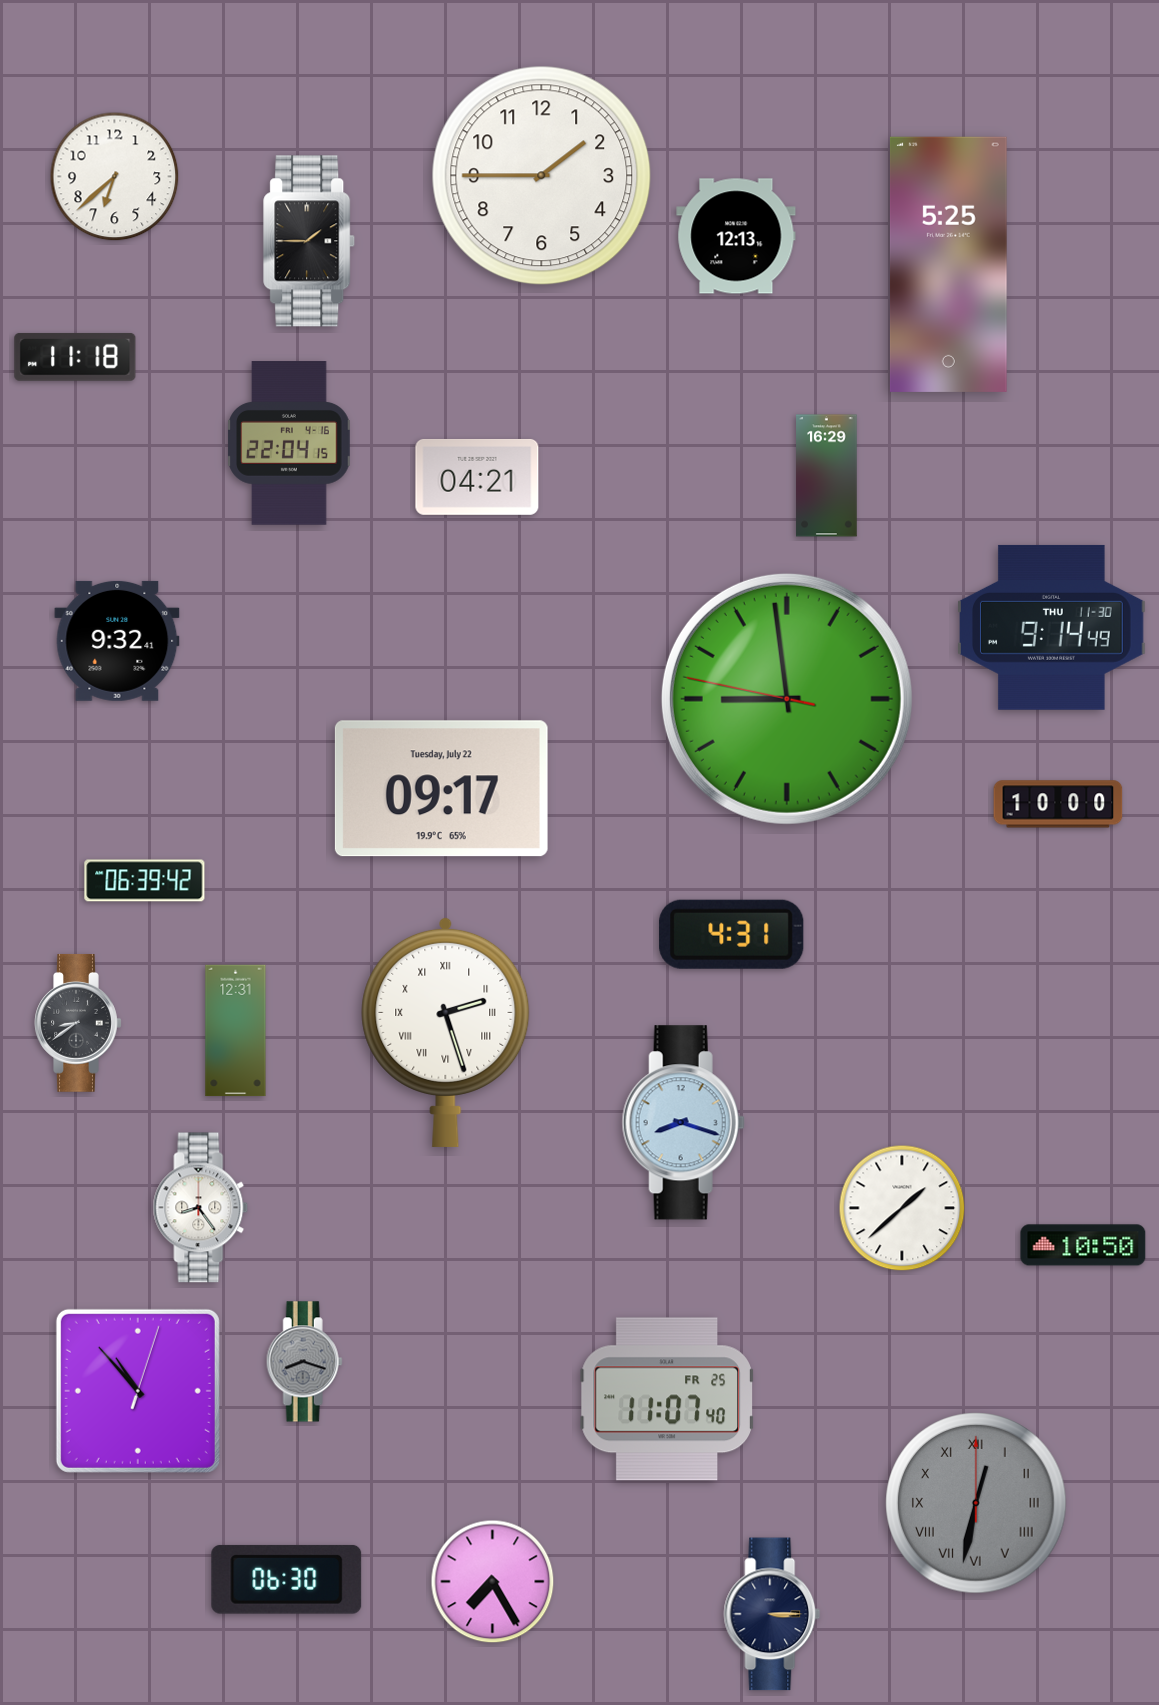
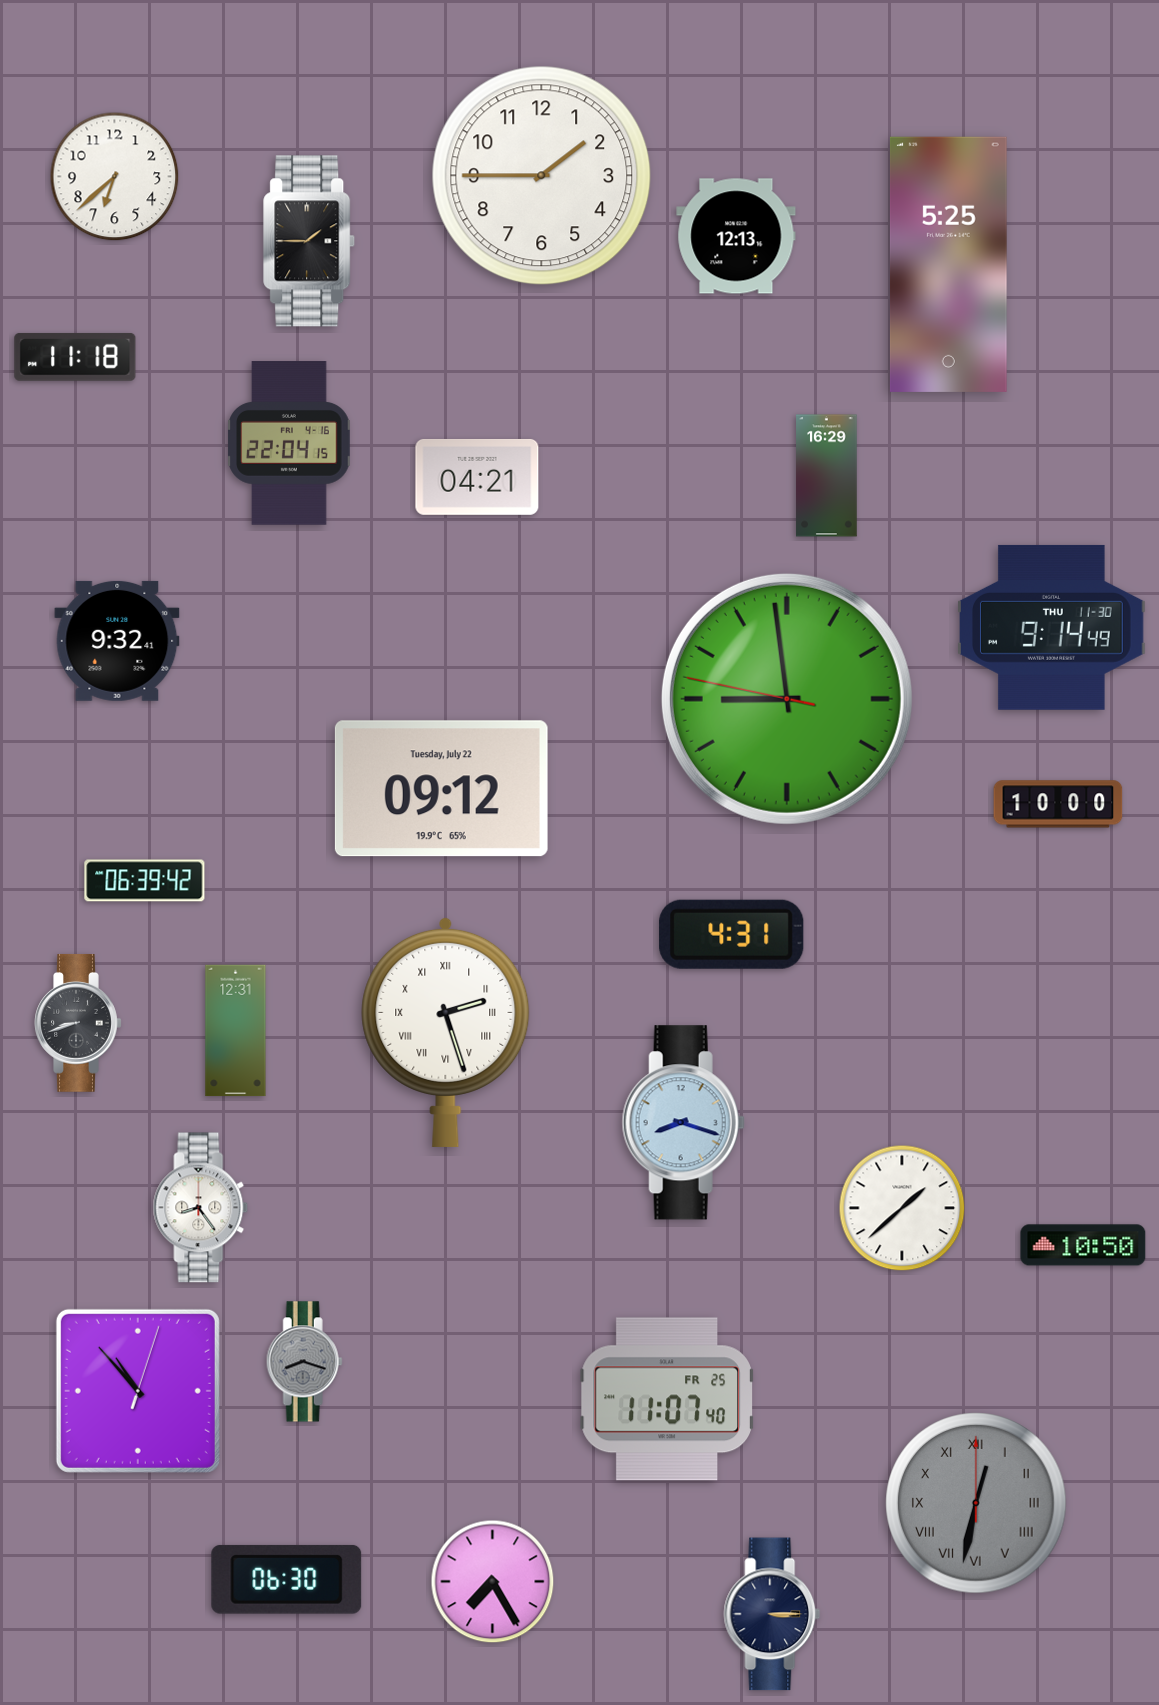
clock at (441, 789): 09:17 -> 09:12
clock at (78, 1023): 8:39 -> 8:42
